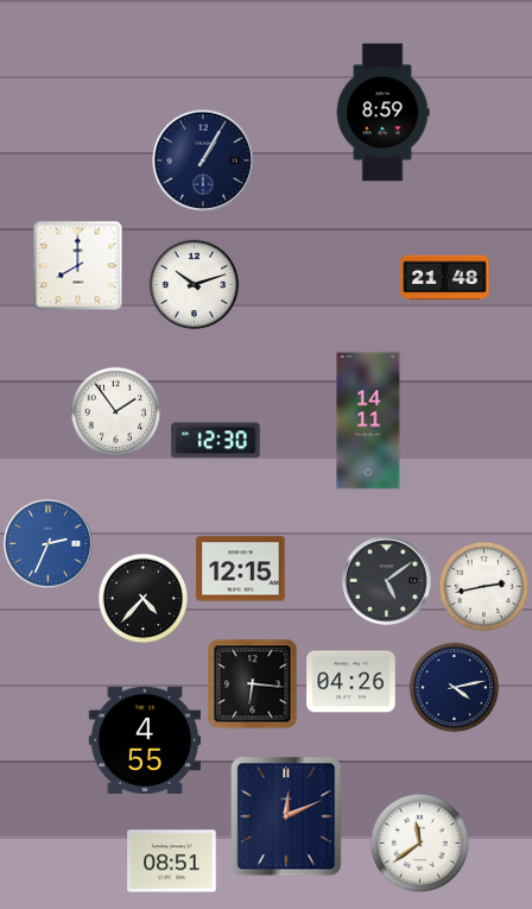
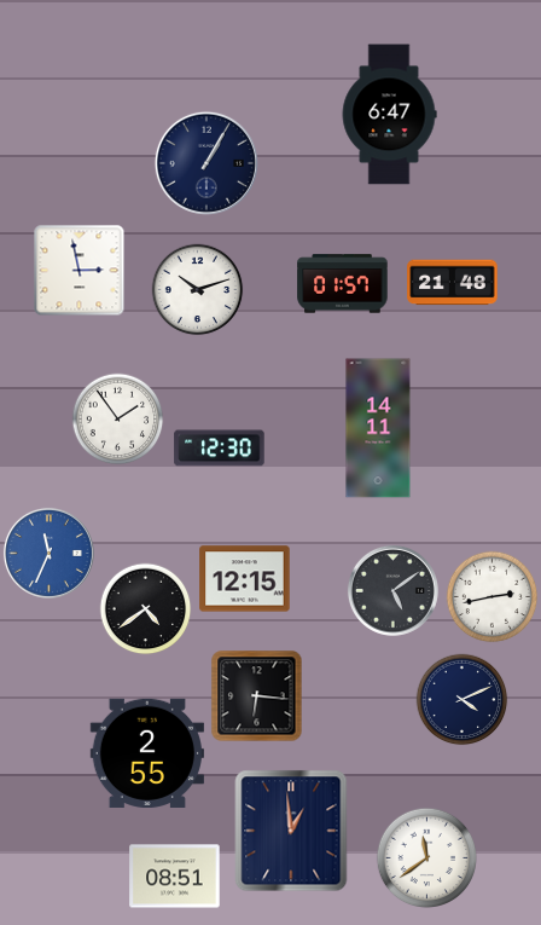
clock at (382, 113): 8:59 -> 6:47
clock at (78, 266): 8:00 -> 2:58
clock at (343, 284): none -> 01:57
clock at (368, 421) position: (368, 421) -> (378, 428)
clock at (47, 543): 2:34 -> 11:34
clock at (144, 599): 4:37 -> 4:39
clock at (351, 682): 04:26 -> none
clock at (455, 688): 4:13 -> 4:11
clock at (144, 740): 4:55 -> 2:55
clock at (286, 816): 12:11 -> 12:59
